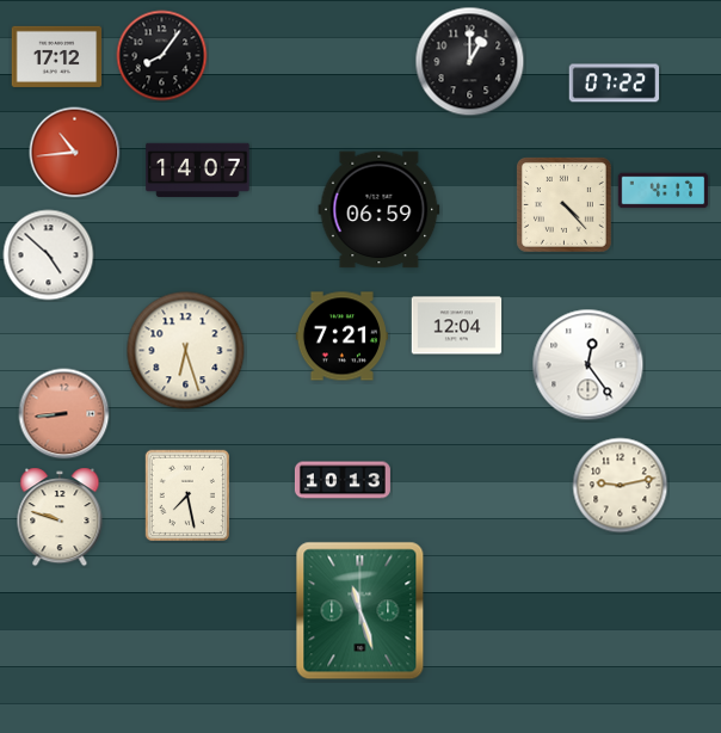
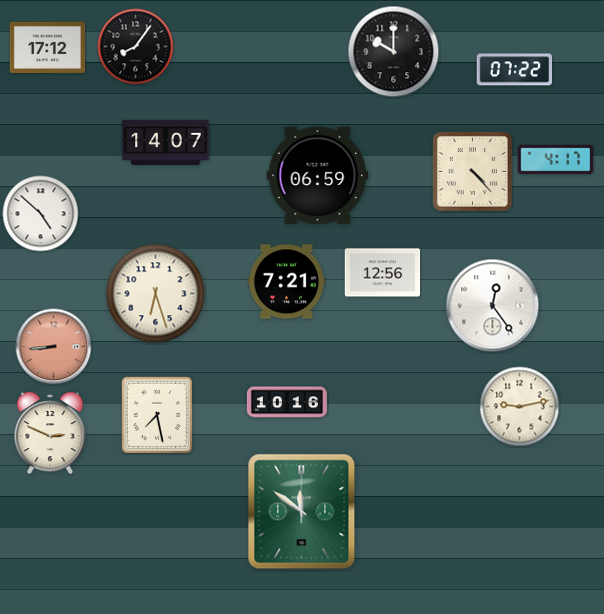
clock at (470, 62): 1:00 -> 10:00
clock at (75, 153): 10:44 -> none
clock at (457, 326): 12:04 -> 12:56
clock at (343, 480): 10:13 -> 10:16
clock at (60, 517): 9:48 -> 2:49
clock at (360, 611): 11:27 -> 11:51
